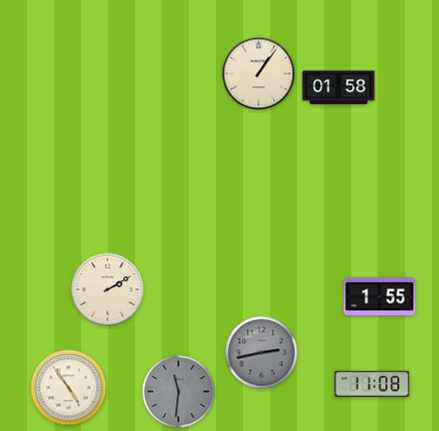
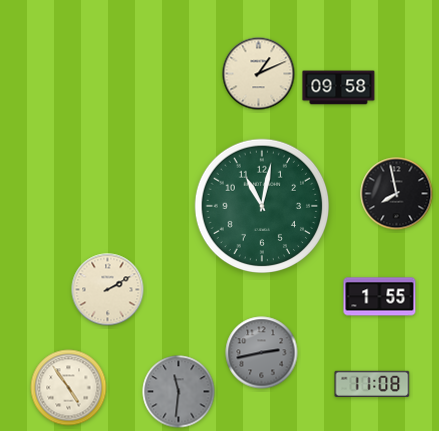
clock at (259, 74): 1:06 -> 1:11
clock at (339, 88): 01:58 -> 09:58
clock at (397, 194): none -> 7:58
clock at (262, 206): none -> 11:02
